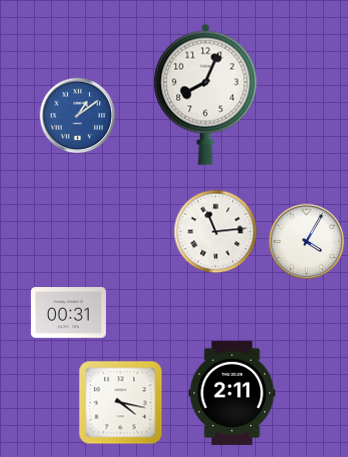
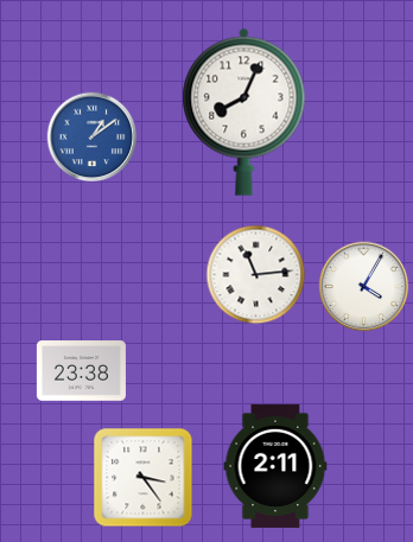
clock at (68, 313): 00:31 -> 23:38
clock at (121, 403): 4:17 -> 3:24
